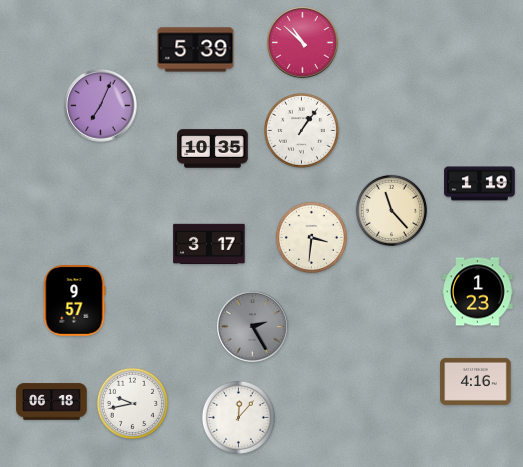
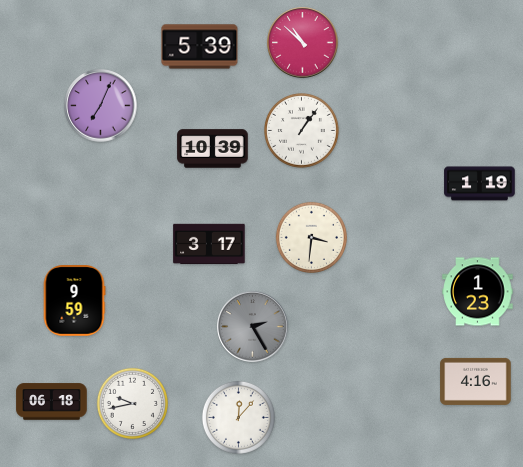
clock at (196, 50) position: (196, 50) -> (200, 47)
clock at (213, 149): 10:35 -> 10:39
clock at (391, 210): 11:23 -> none
clock at (74, 301): 9:57 -> 9:59
